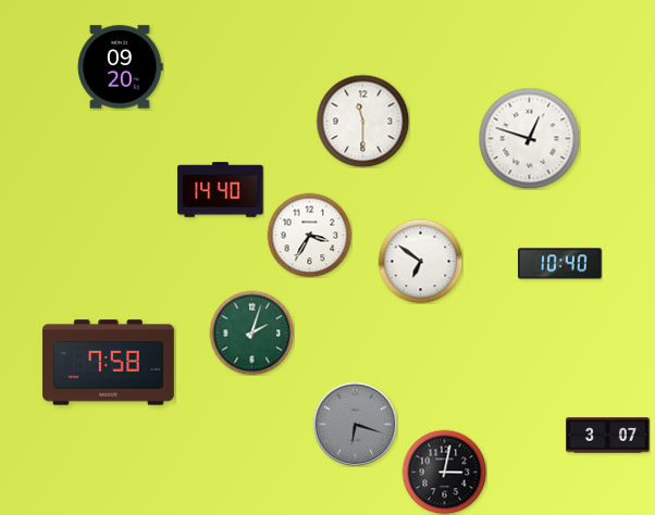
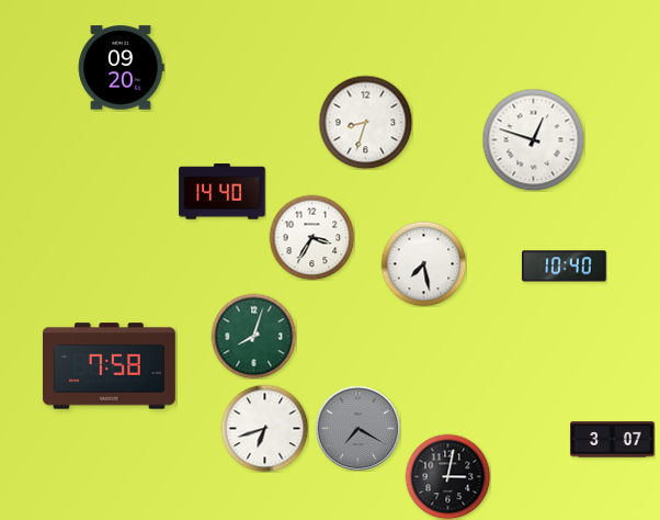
clock at (362, 121): 11:30 -> 8:33
clock at (420, 261): 6:51 -> 7:28
clock at (251, 332): 2:03 -> 8:03
clock at (264, 428): none -> 6:42
clock at (355, 424): 6:18 -> 7:20
